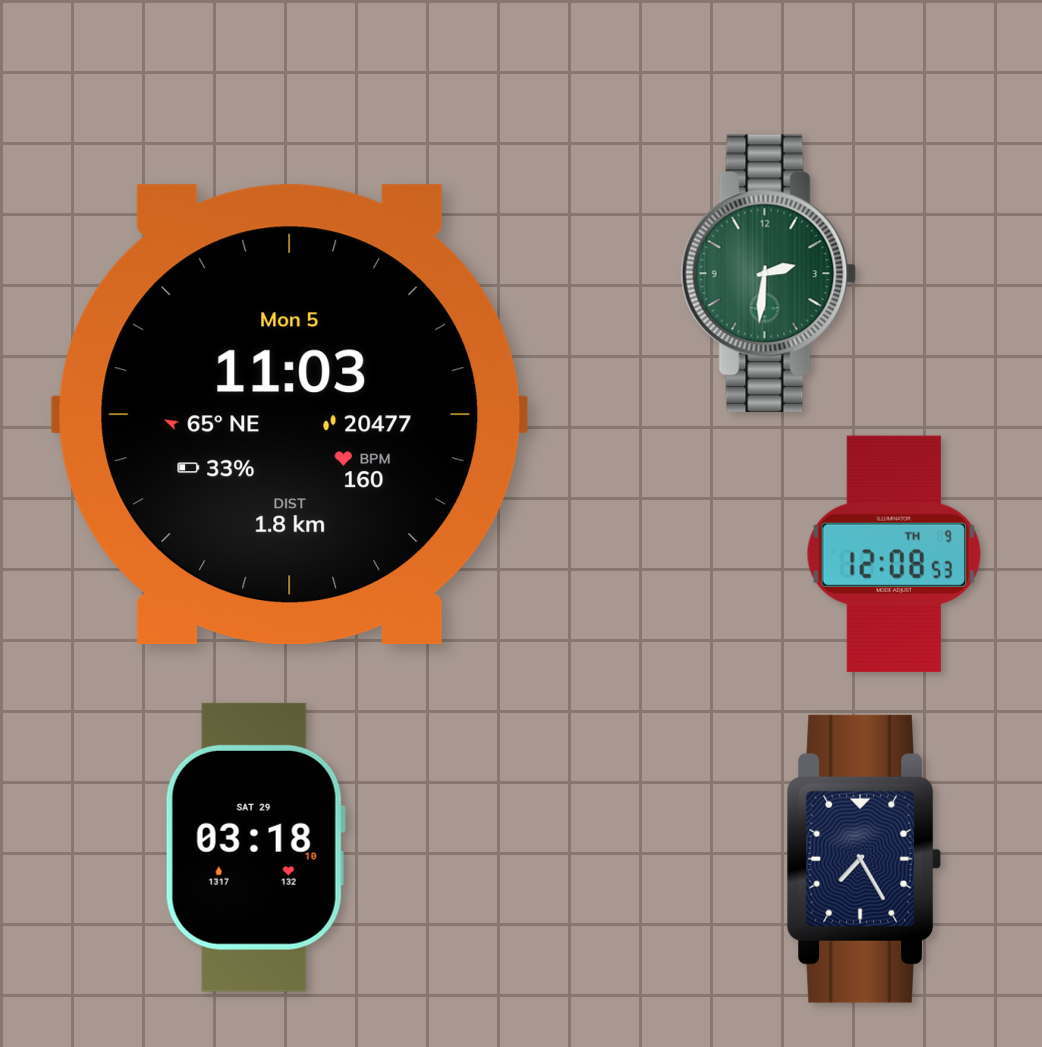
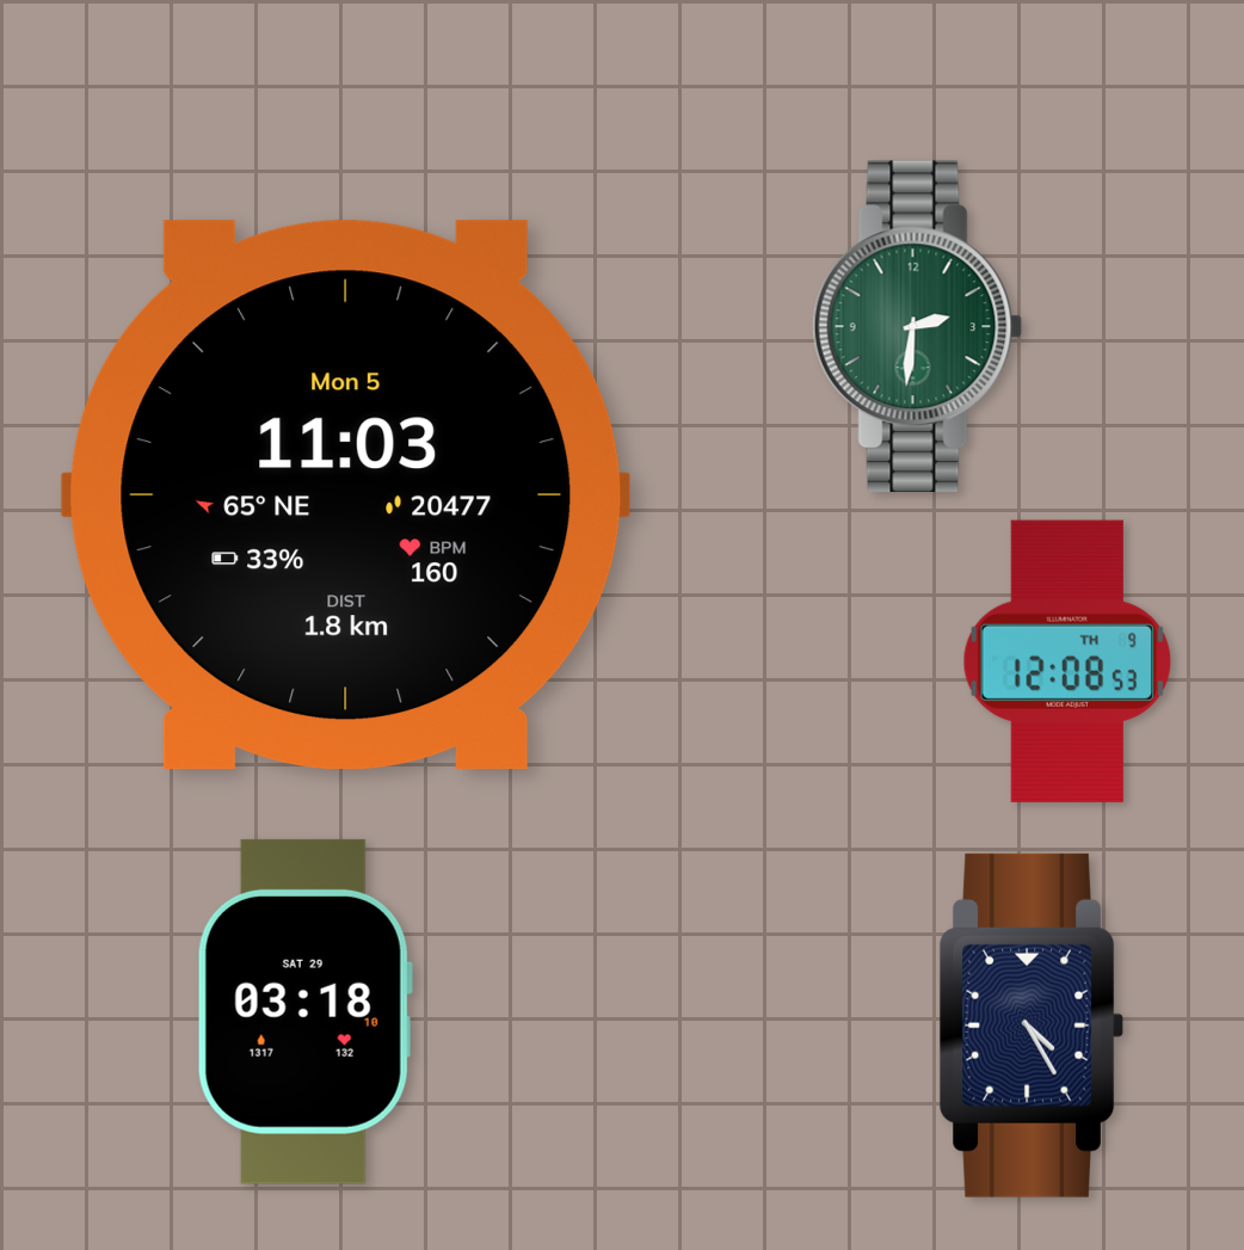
clock at (863, 859): 7:25 -> 4:25
